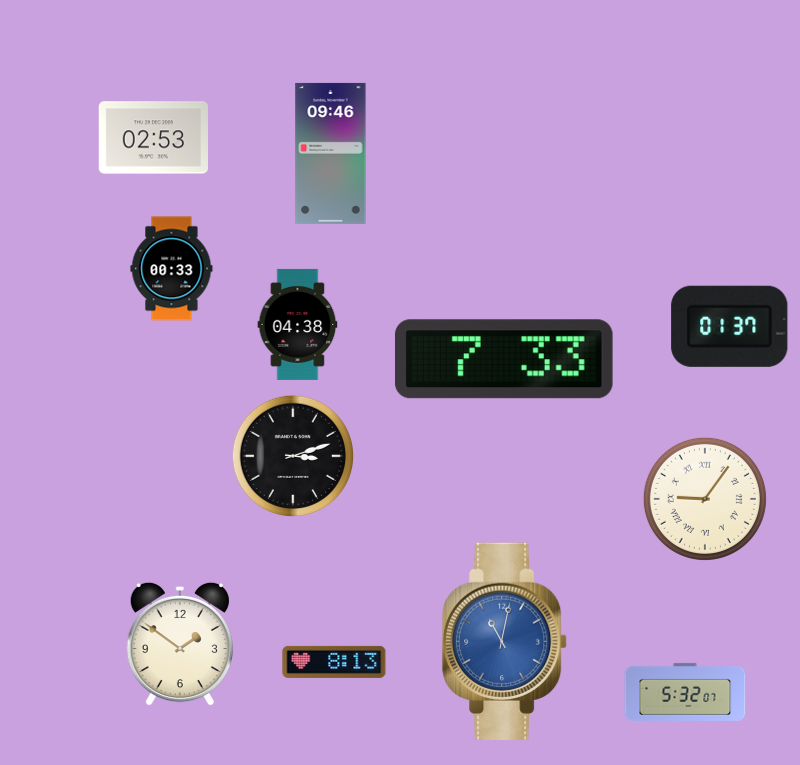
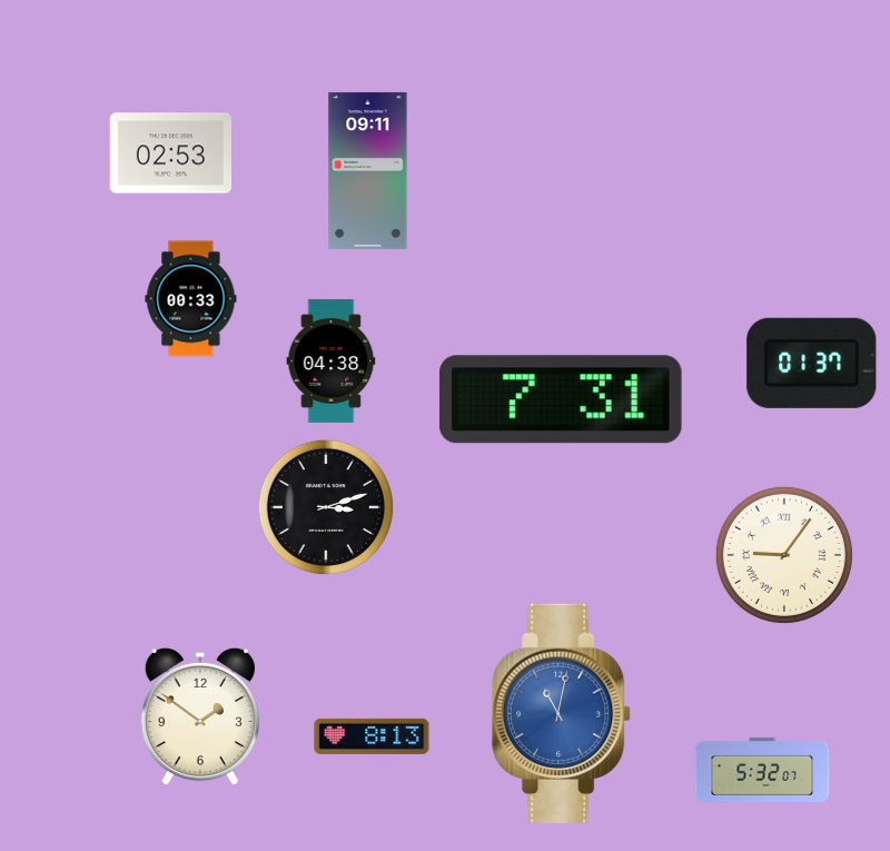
clock at (331, 153): 09:46 -> 09:11
clock at (504, 359): 7:33 -> 7:31
